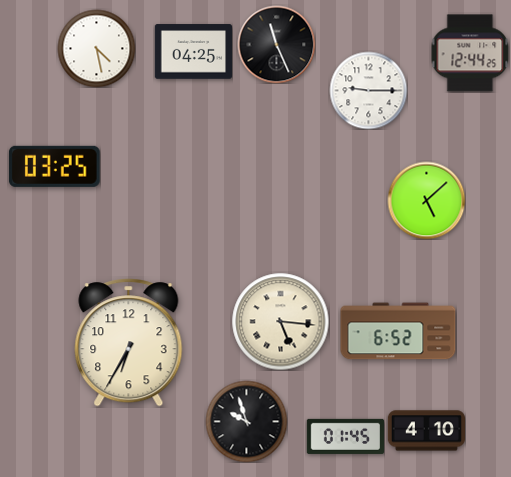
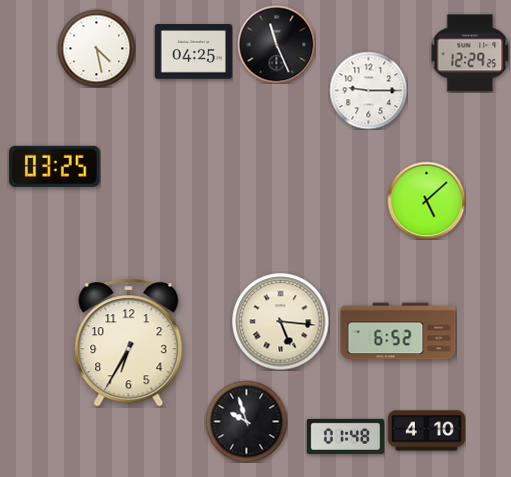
clock at (470, 53): 12:44 -> 12:29
clock at (345, 436): 01:45 -> 01:48
